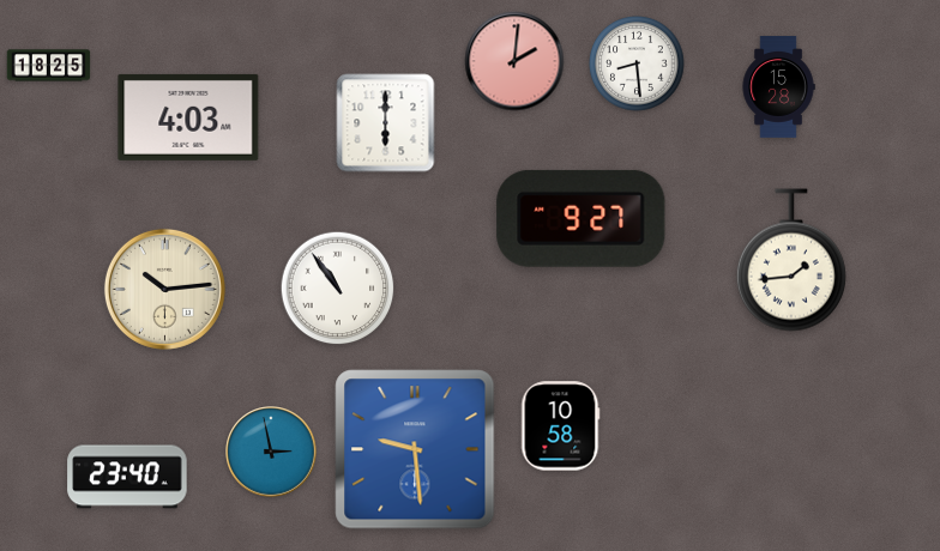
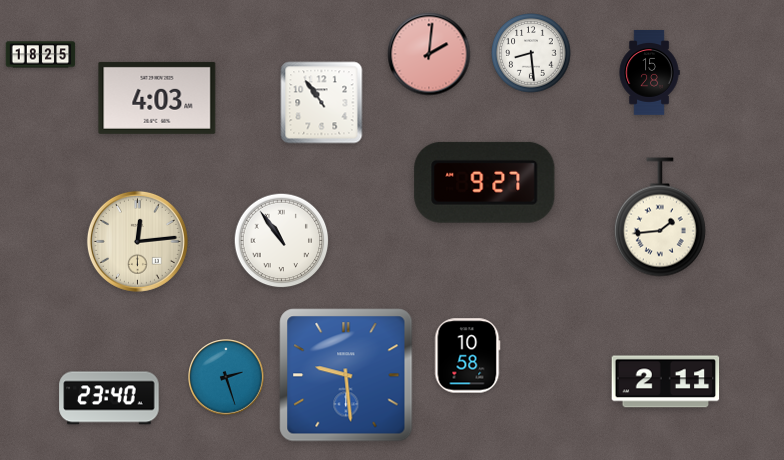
clock at (514, 61) position: (514, 61) -> (429, 54)
clock at (386, 123): 6:00 -> 10:54
clock at (164, 289): 10:14 -> 12:14
clock at (271, 452): 2:58 -> 2:27
clock at (666, 382): none -> 2:11
clock at (127, 477) position: (127, 477) -> (109, 398)
